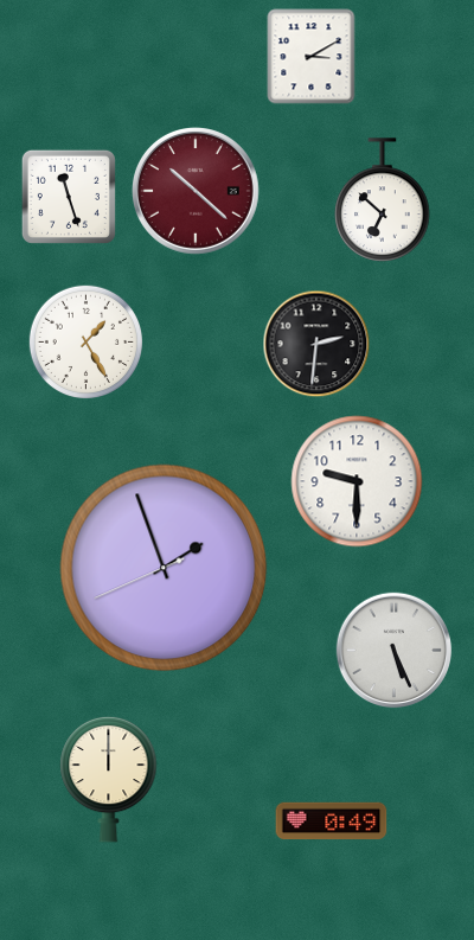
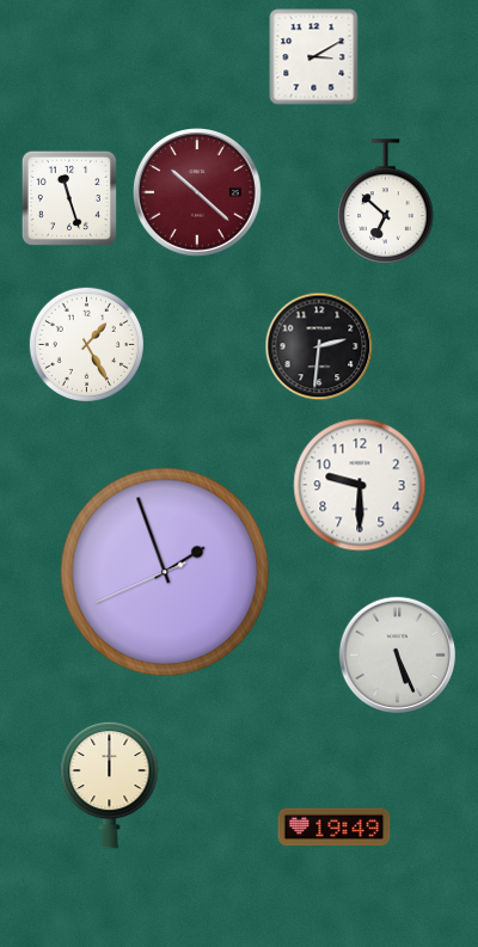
clock at (332, 821): 0:49 -> 19:49
